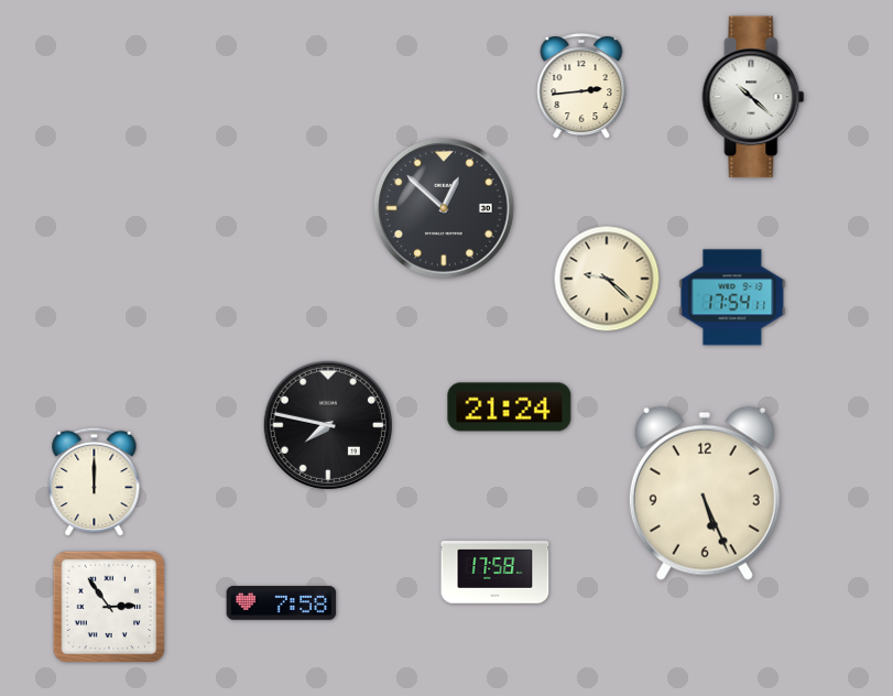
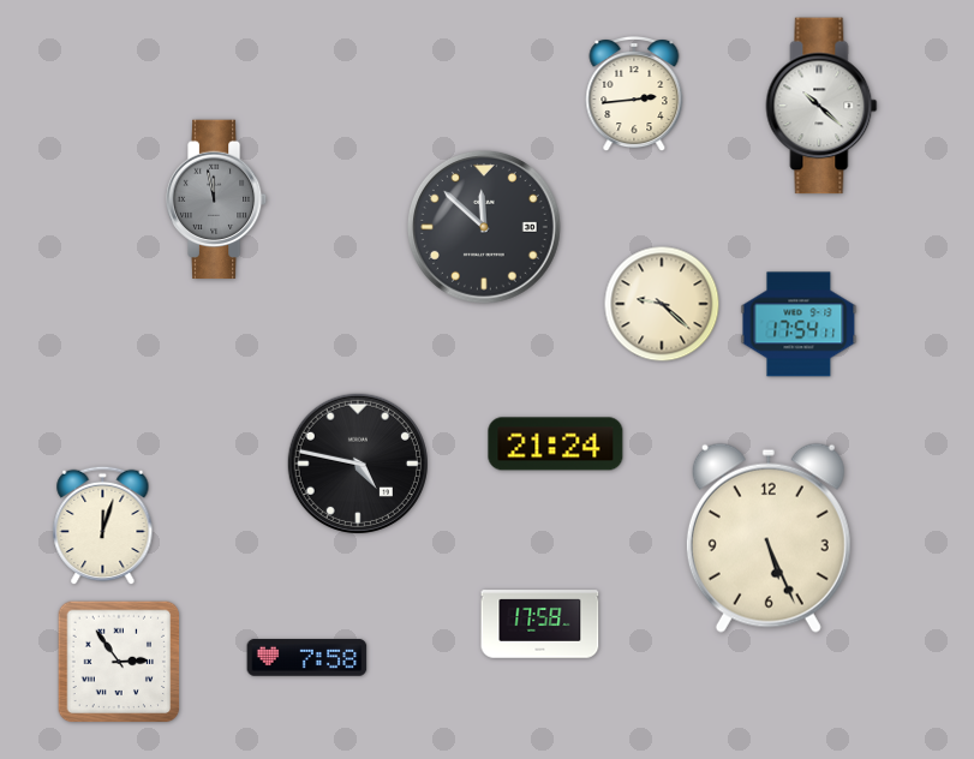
clock at (216, 199): none -> 11:58
clock at (444, 208): 12:52 -> 11:52
clock at (328, 425): 7:47 -> 4:47
clock at (95, 482): 12:00 -> 12:03
